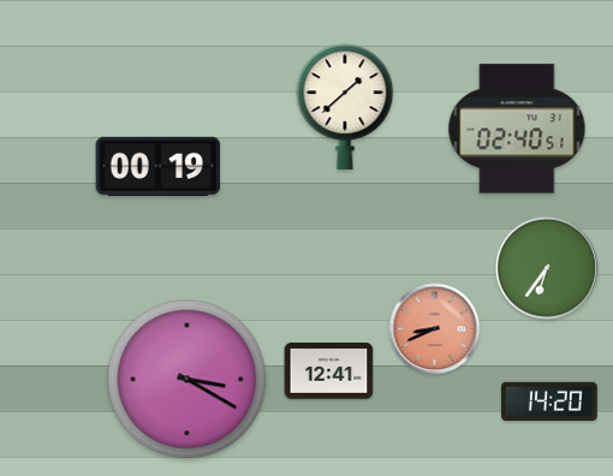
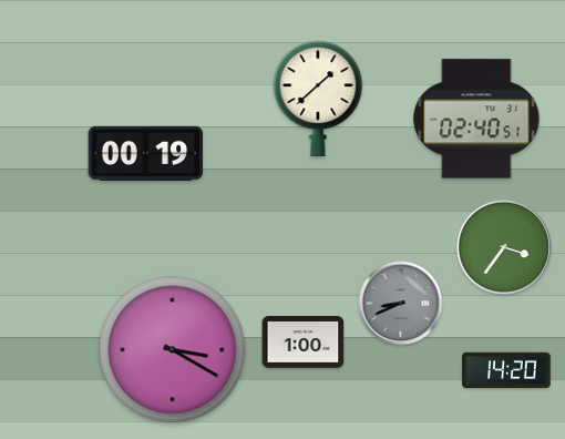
clock at (547, 268): 6:36 -> 3:36
clock at (435, 329) dial: salmon -> grey
clock at (329, 371): 12:41 -> 1:00
